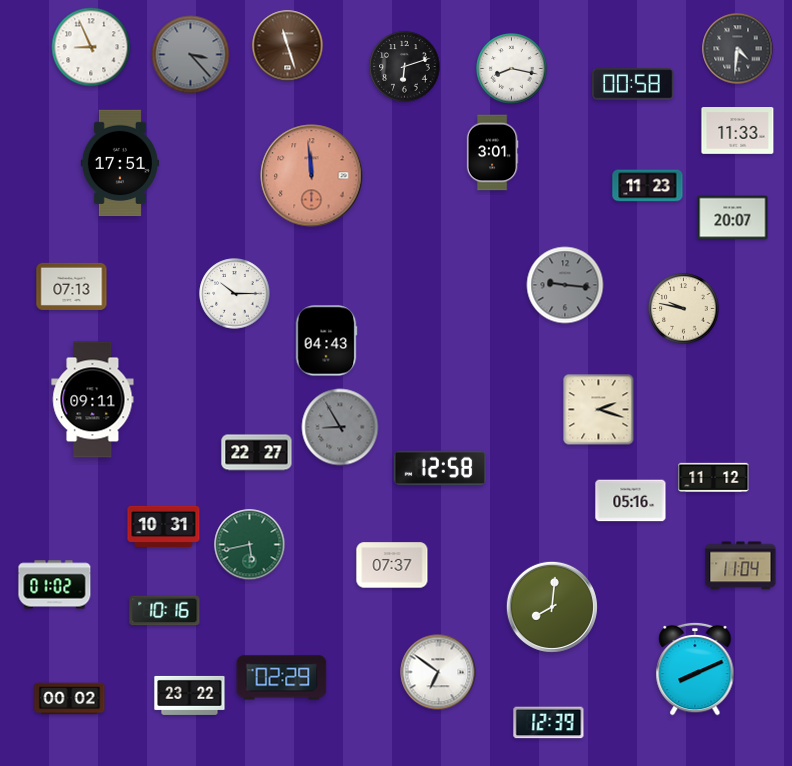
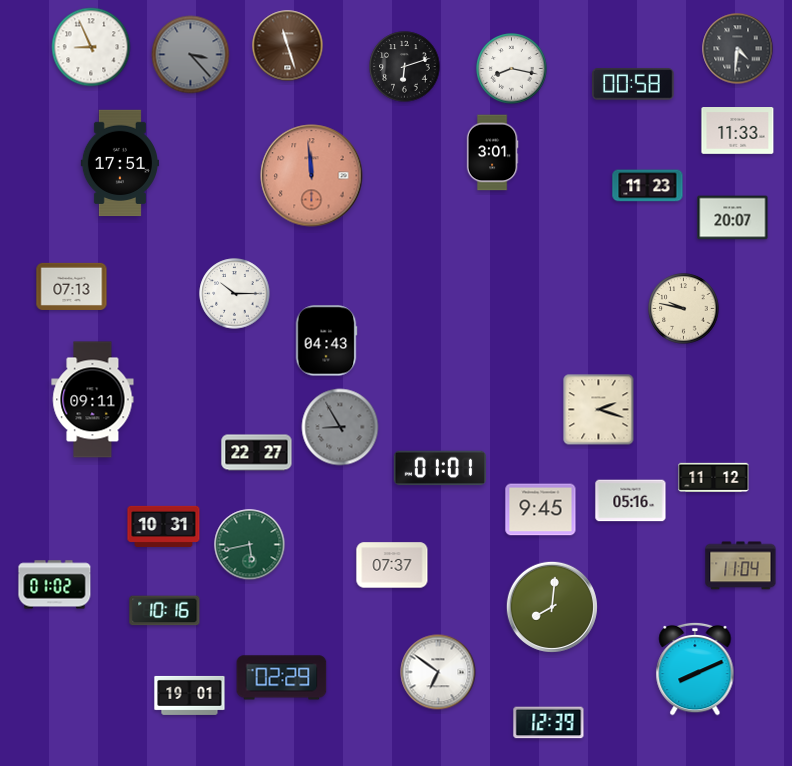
clock at (565, 285): 9:16 -> none
clock at (439, 468): 12:58 -> 01:01
clock at (541, 510): none -> 9:45
clock at (190, 695): 23:22 -> 19:01
clock at (70, 699): 00:02 -> none
